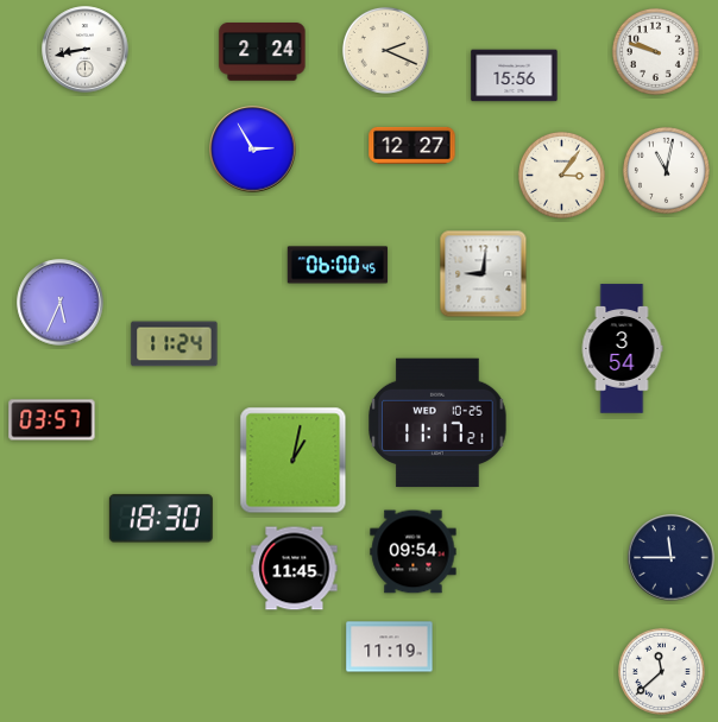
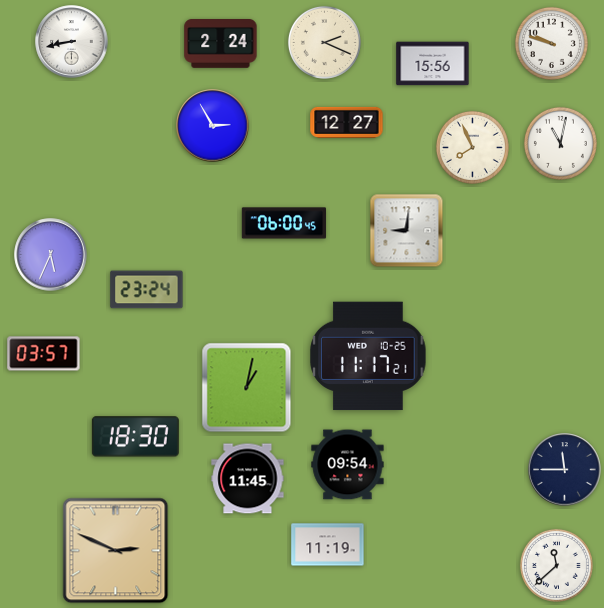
clock at (561, 175): 3:06 -> 7:56
clock at (175, 344): 11:24 -> 23:24
clock at (622, 349): 3:54 -> none
clock at (116, 551): none -> 2:49
